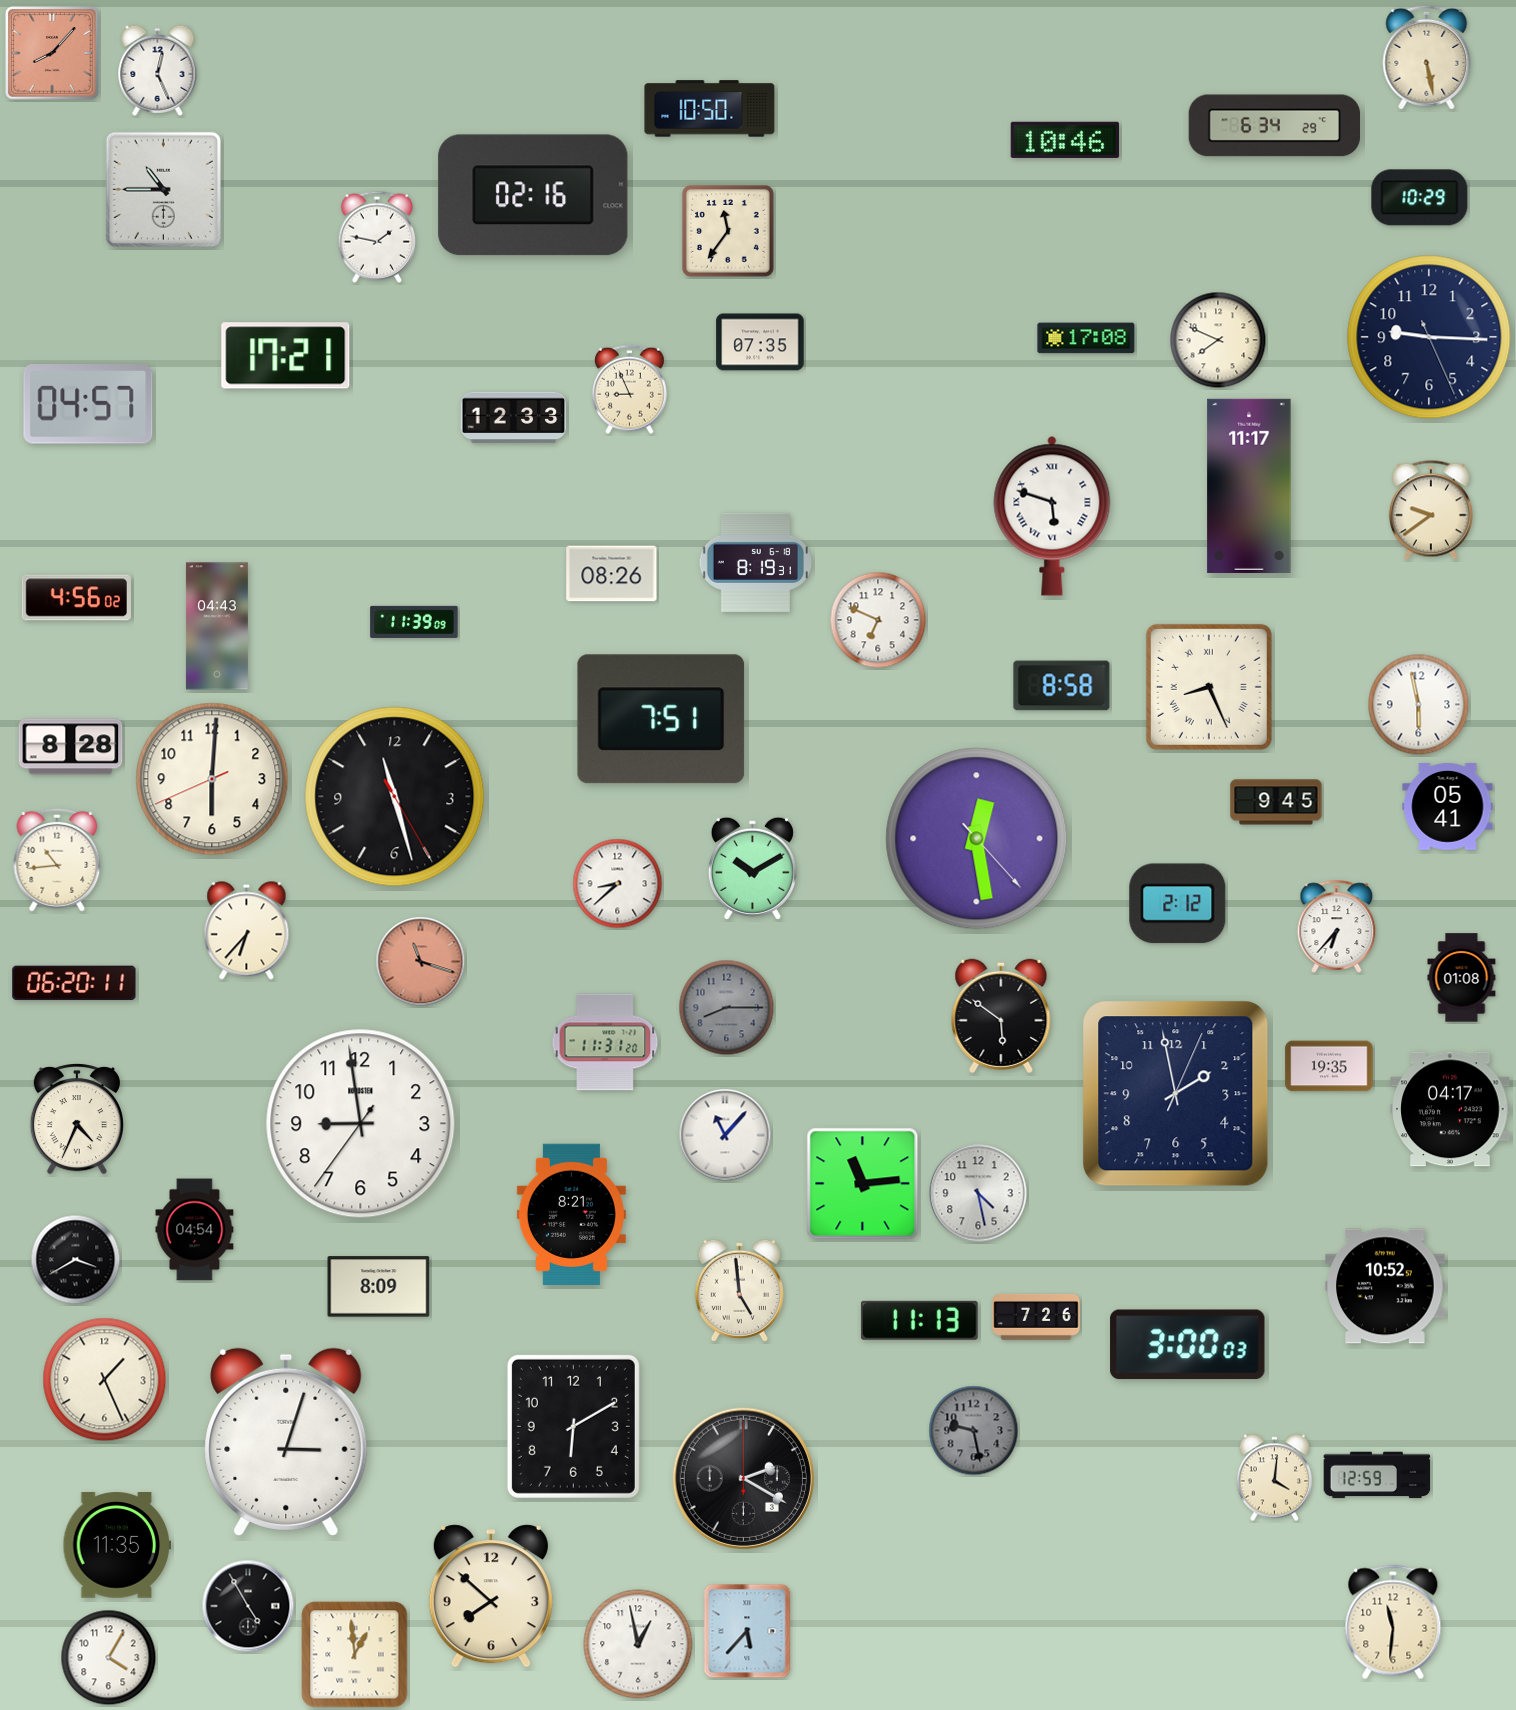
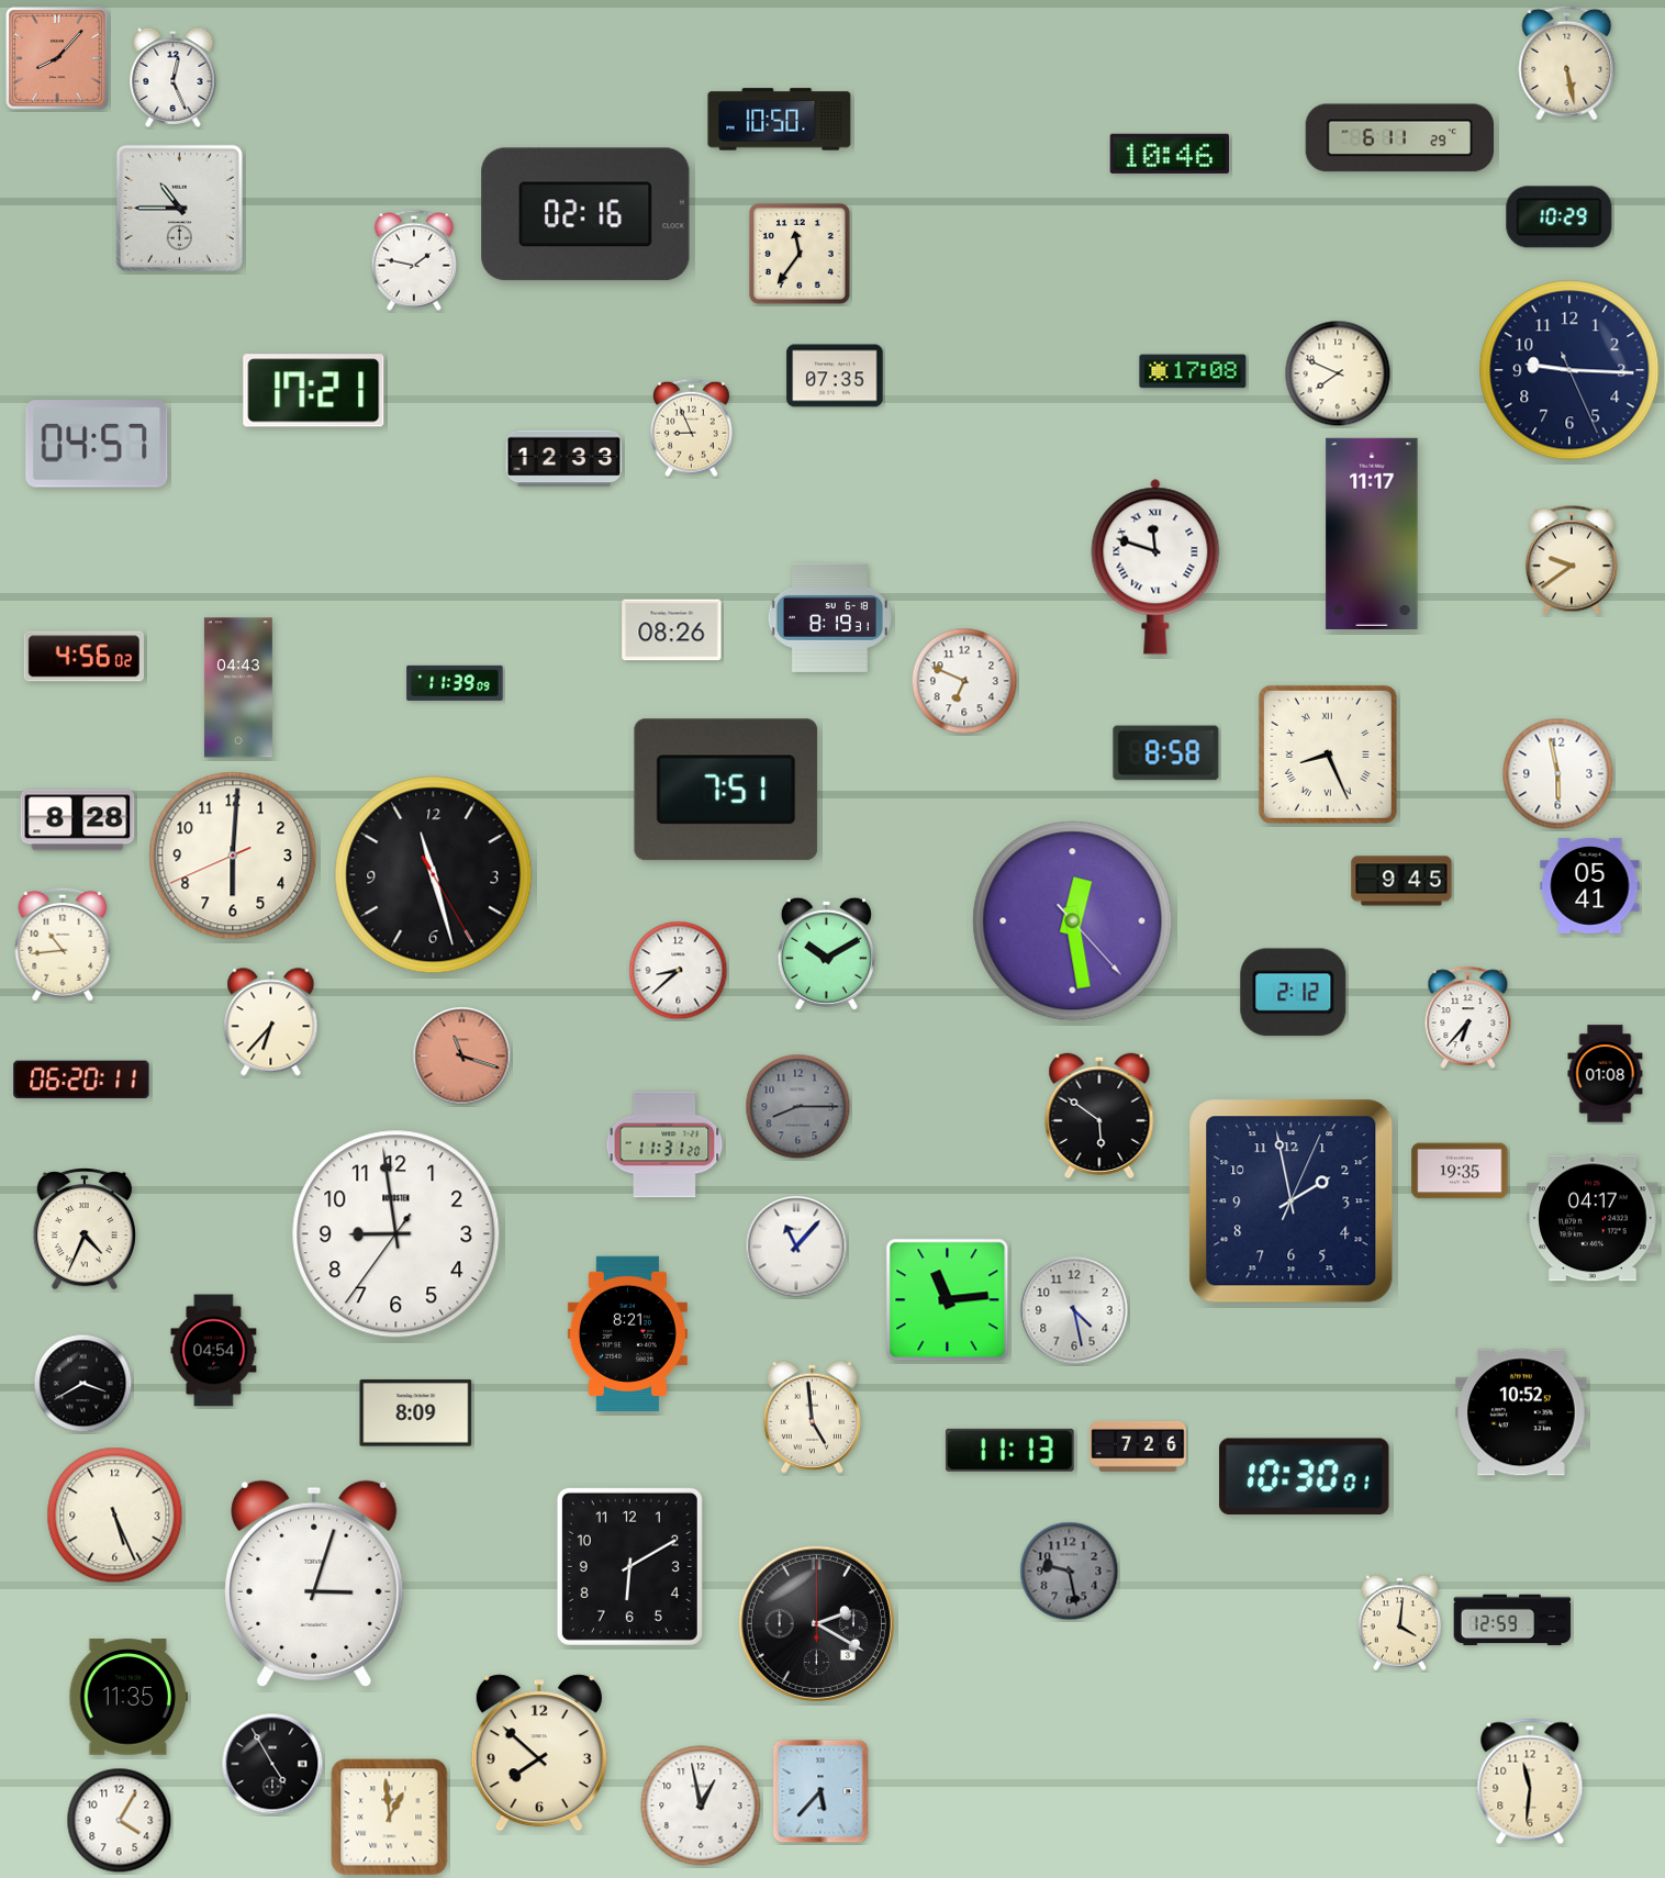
clock at (1275, 126): 6:34 -> 6:11
clock at (1052, 516): 5:48 -> 11:48
clock at (1188, 1345): 3:00 -> 10:30
clock at (105, 1380): 1:26 -> 5:26
